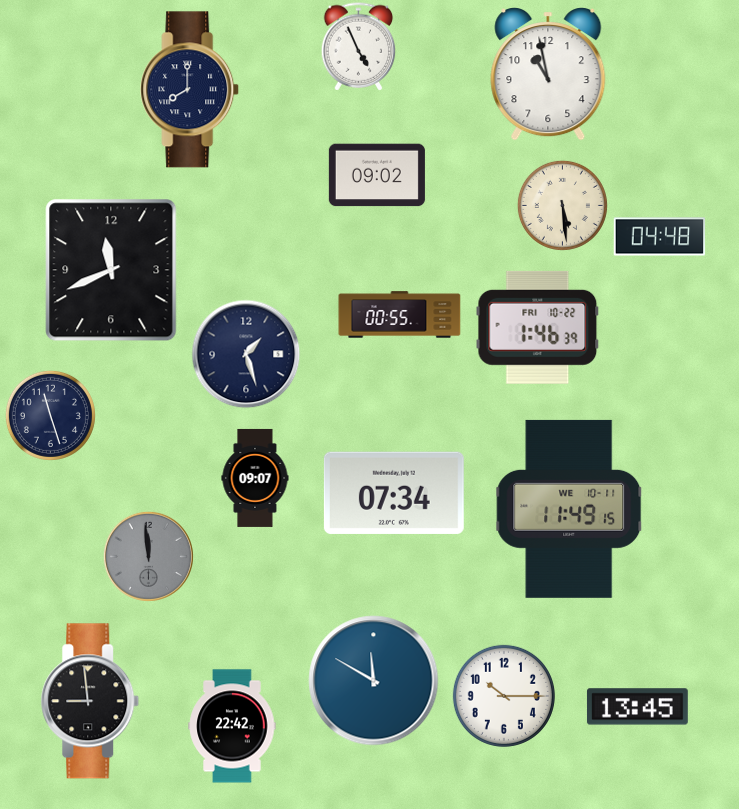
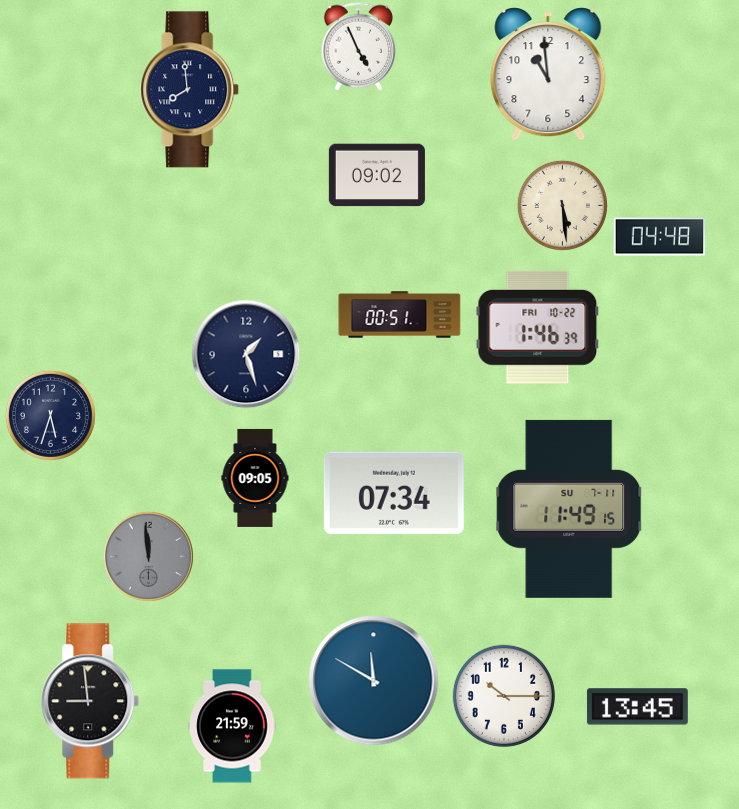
clock at (548, 74): 10:58 -> 10:59
clock at (190, 90): 8:00 -> 7:59
clock at (111, 270): 11:41 -> none
clock at (400, 315): 00:55 -> 00:51
clock at (50, 415): 11:27 -> 5:33
clock at (255, 478): 09:07 -> 09:05
clock at (570, 509) date: WE 10-11 -> SU 7-11
clock at (232, 726): 22:42 -> 21:59
